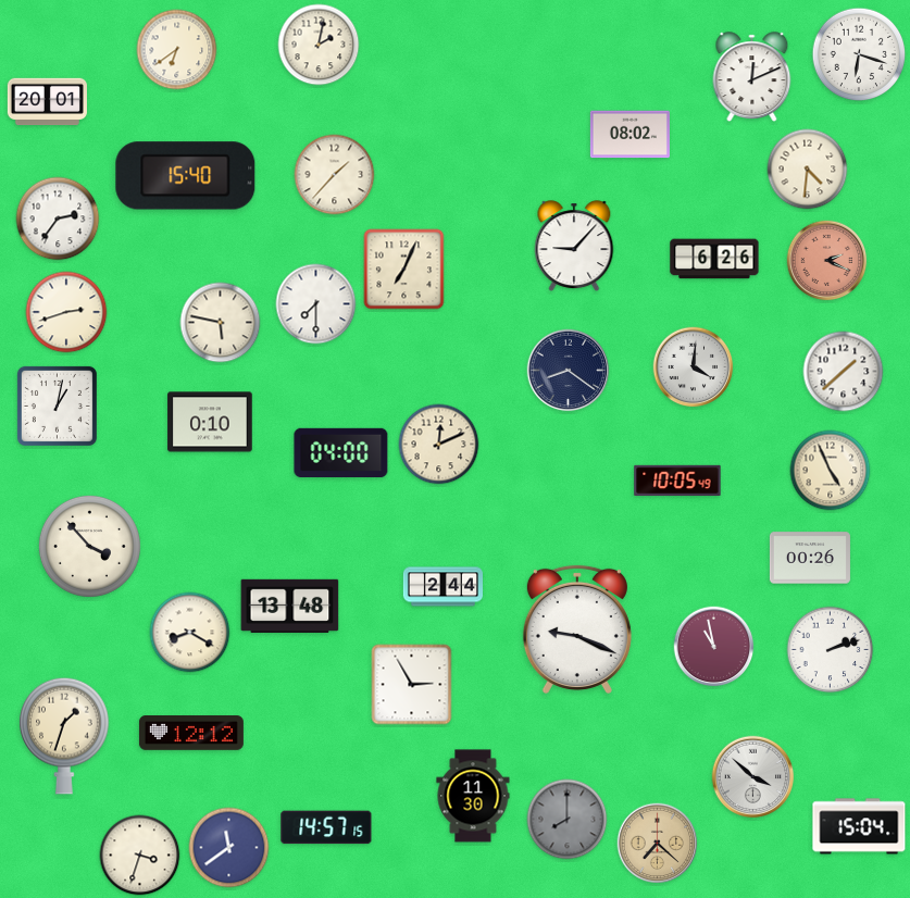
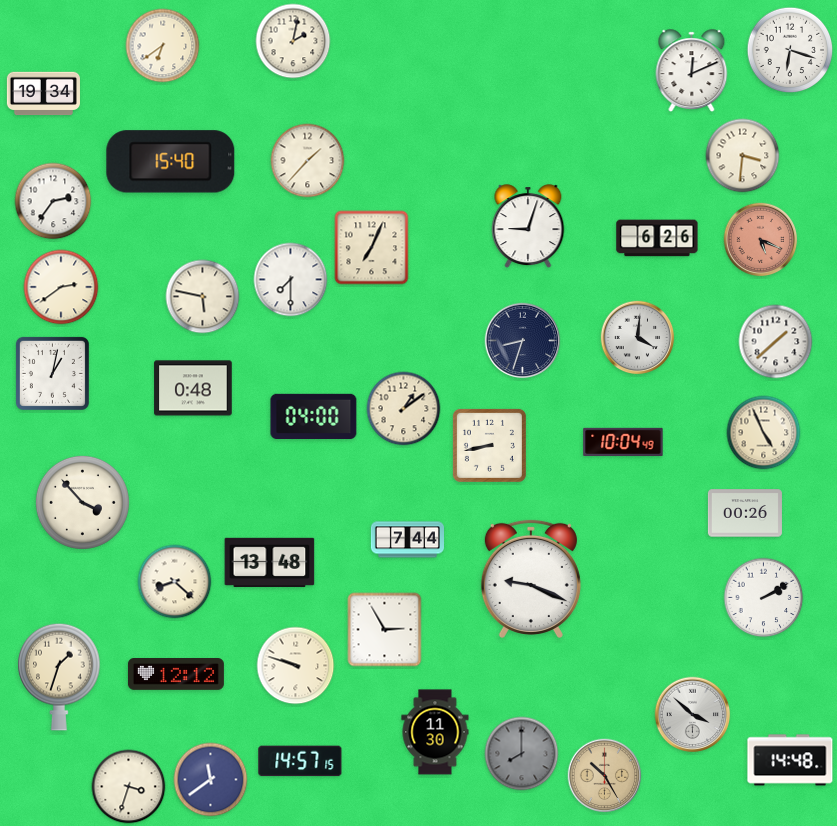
clock at (47, 102): 20:01 -> 19:34
clock at (629, 135): 08:02 -> none
clock at (808, 170): 4:31 -> 3:31
clock at (574, 247): 9:07 -> 9:03
clock at (827, 261): 2:19 -> 5:19
clock at (66, 312): 2:42 -> 2:39
clock at (569, 371): 8:21 -> 8:33
clock at (210, 422): 0:10 -> 0:48
clock at (439, 445): 12:11 -> 1:09
clock at (677, 479): 10:05 -> 10:04
clock at (489, 445): none -> 8:43
clock at (442, 587): 2:44 -> 7:44
clock at (290, 606) position: (290, 606) -> (270, 562)
clock at (190, 633): 8:20 -> 8:22
clock at (714, 647): 10:58 -> none
clock at (831, 650): 2:12 -> 2:10
clock at (412, 685) position: (412, 685) -> (385, 630)
clock at (296, 666): none -> 9:48
clock at (859, 826): 15:04 -> 14:48
clock at (658, 844): 7:22 -> 10:25
